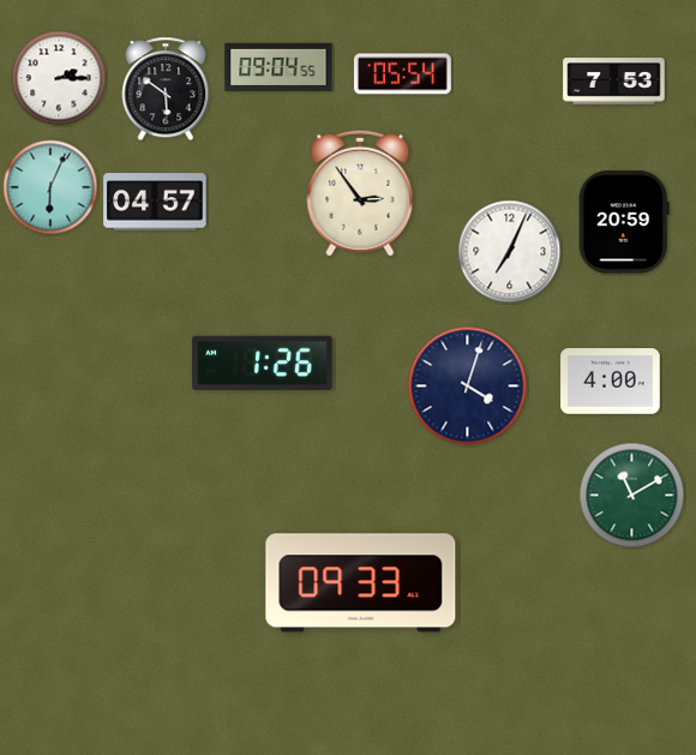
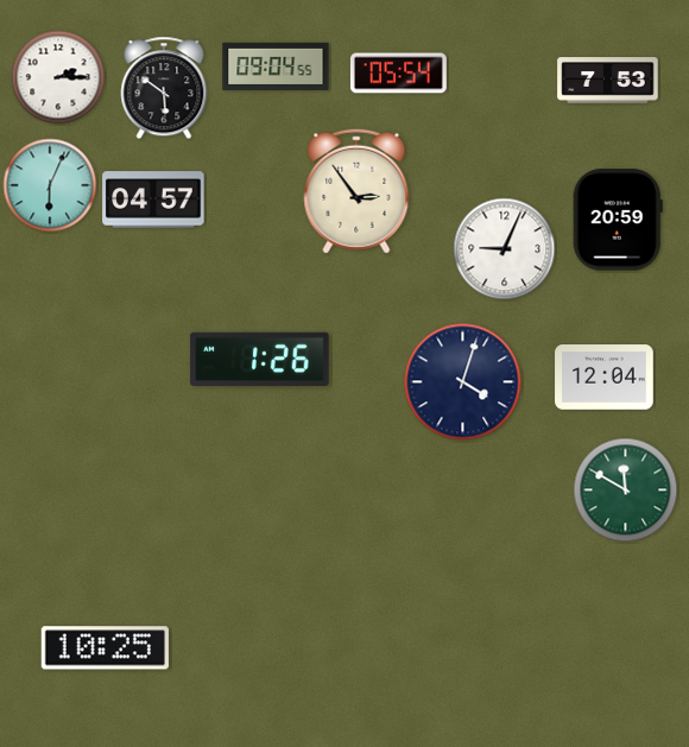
clock at (510, 252): 7:04 -> 9:04
clock at (611, 382): 4:00 -> 12:04
clock at (632, 496): 11:10 -> 11:50
clock at (361, 583): 09:33 -> none
clock at (105, 648): none -> 10:25
